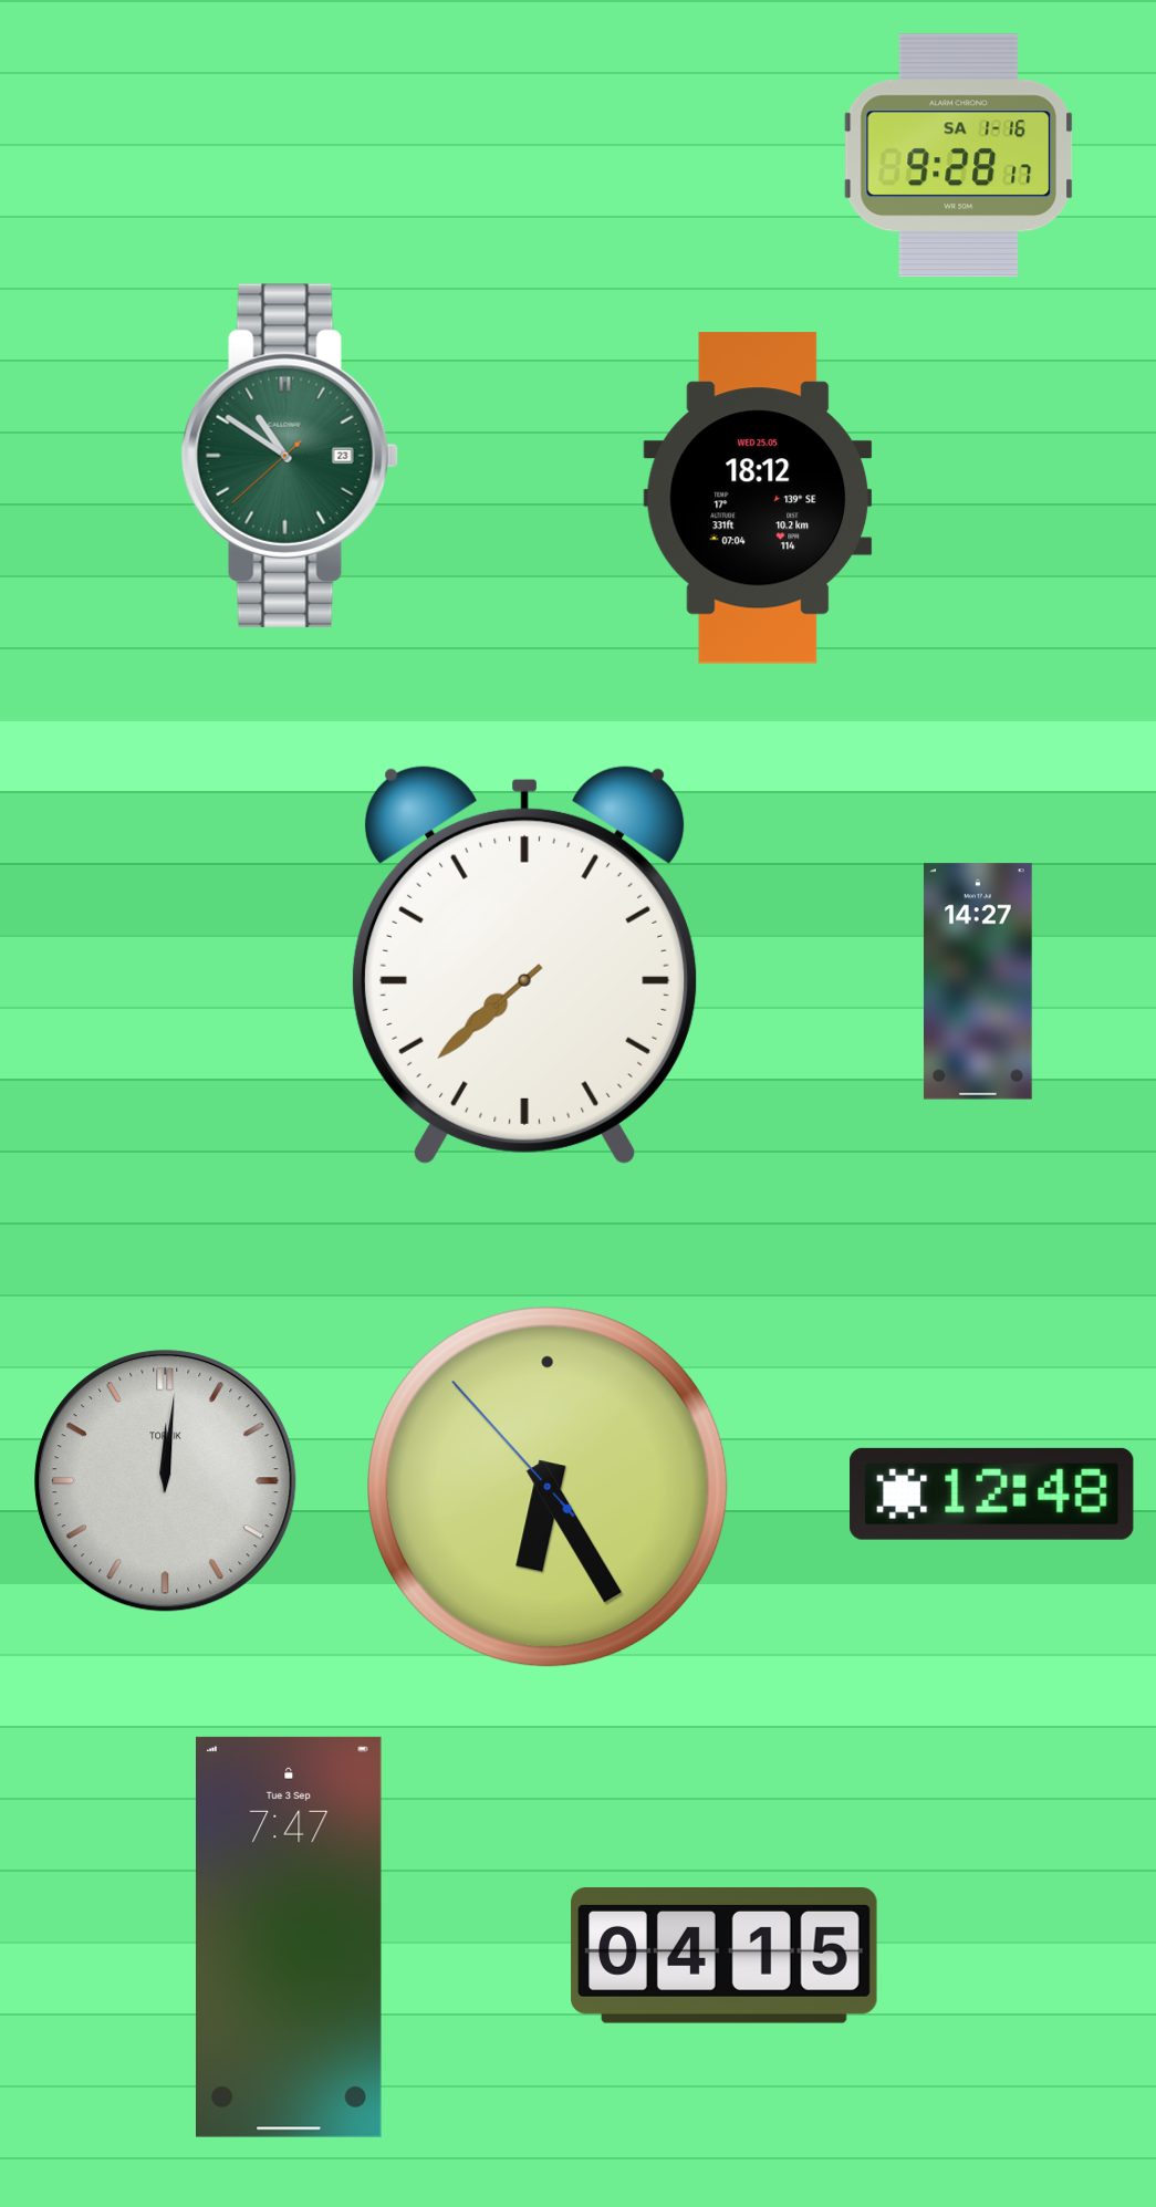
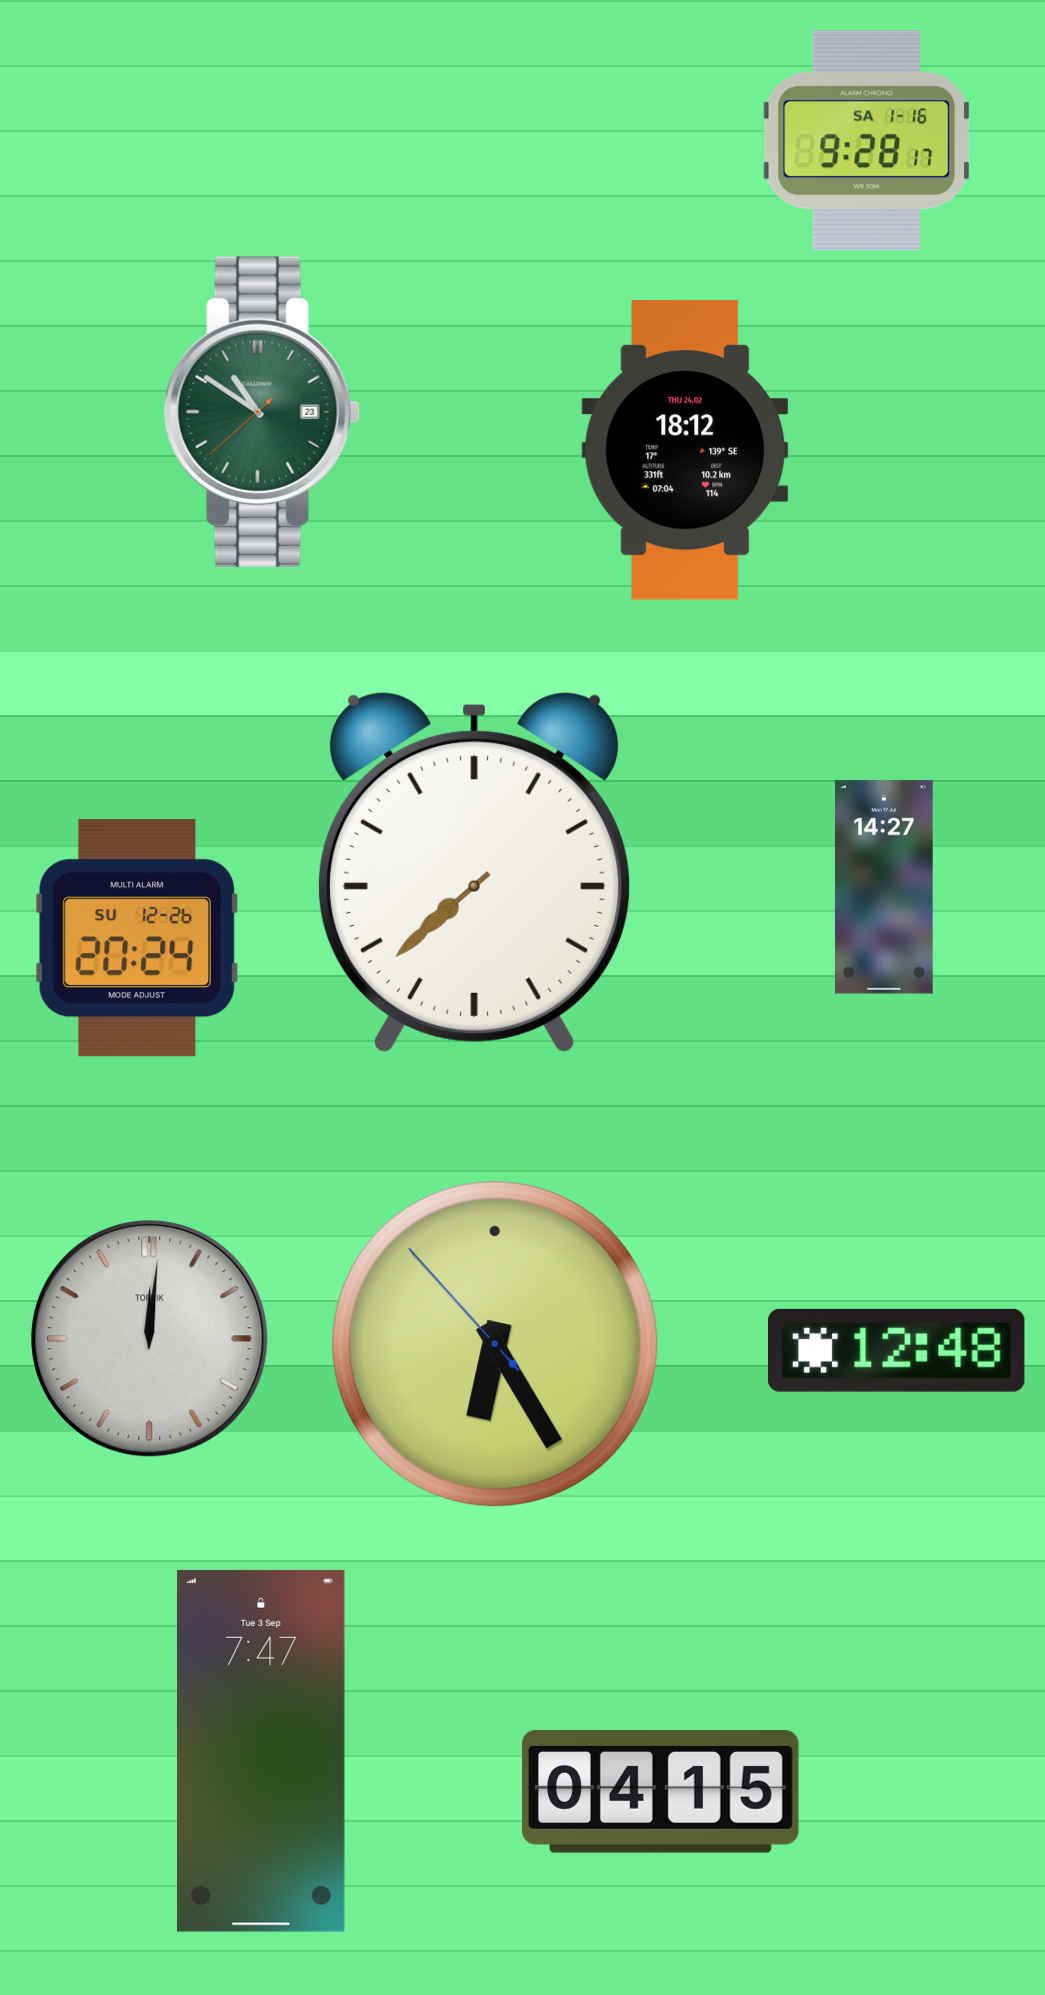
clock at (758, 498) date: WED 25.05 -> THU 24.02
clock at (137, 938): none -> 20:24
clock at (725, 1956) position: (725, 1956) -> (661, 1792)
